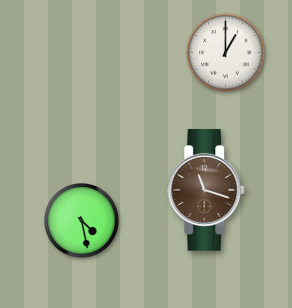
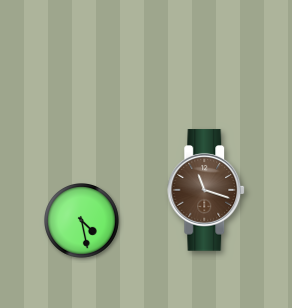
clock at (226, 53): 1:00 -> none
